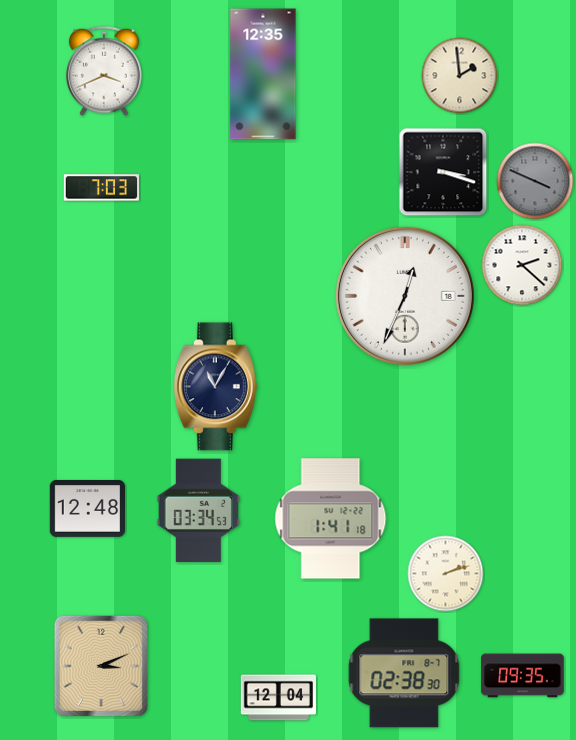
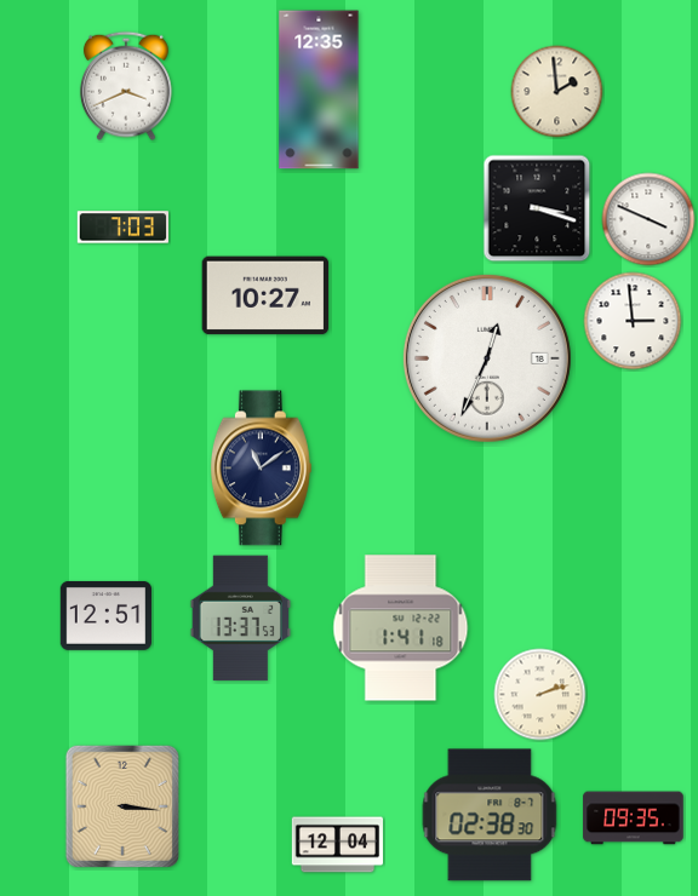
clock at (535, 181) dial: grey -> white
clock at (265, 295): none -> 10:27
clock at (522, 265): 2:22 -> 2:59
clock at (405, 296) position: (405, 296) -> (487, 358)
clock at (215, 387): 11:05 -> 11:09
clock at (87, 508): 12:48 -> 12:51
clock at (198, 511): 03:34 -> 13:37
clock at (101, 666): 3:11 -> 3:16
